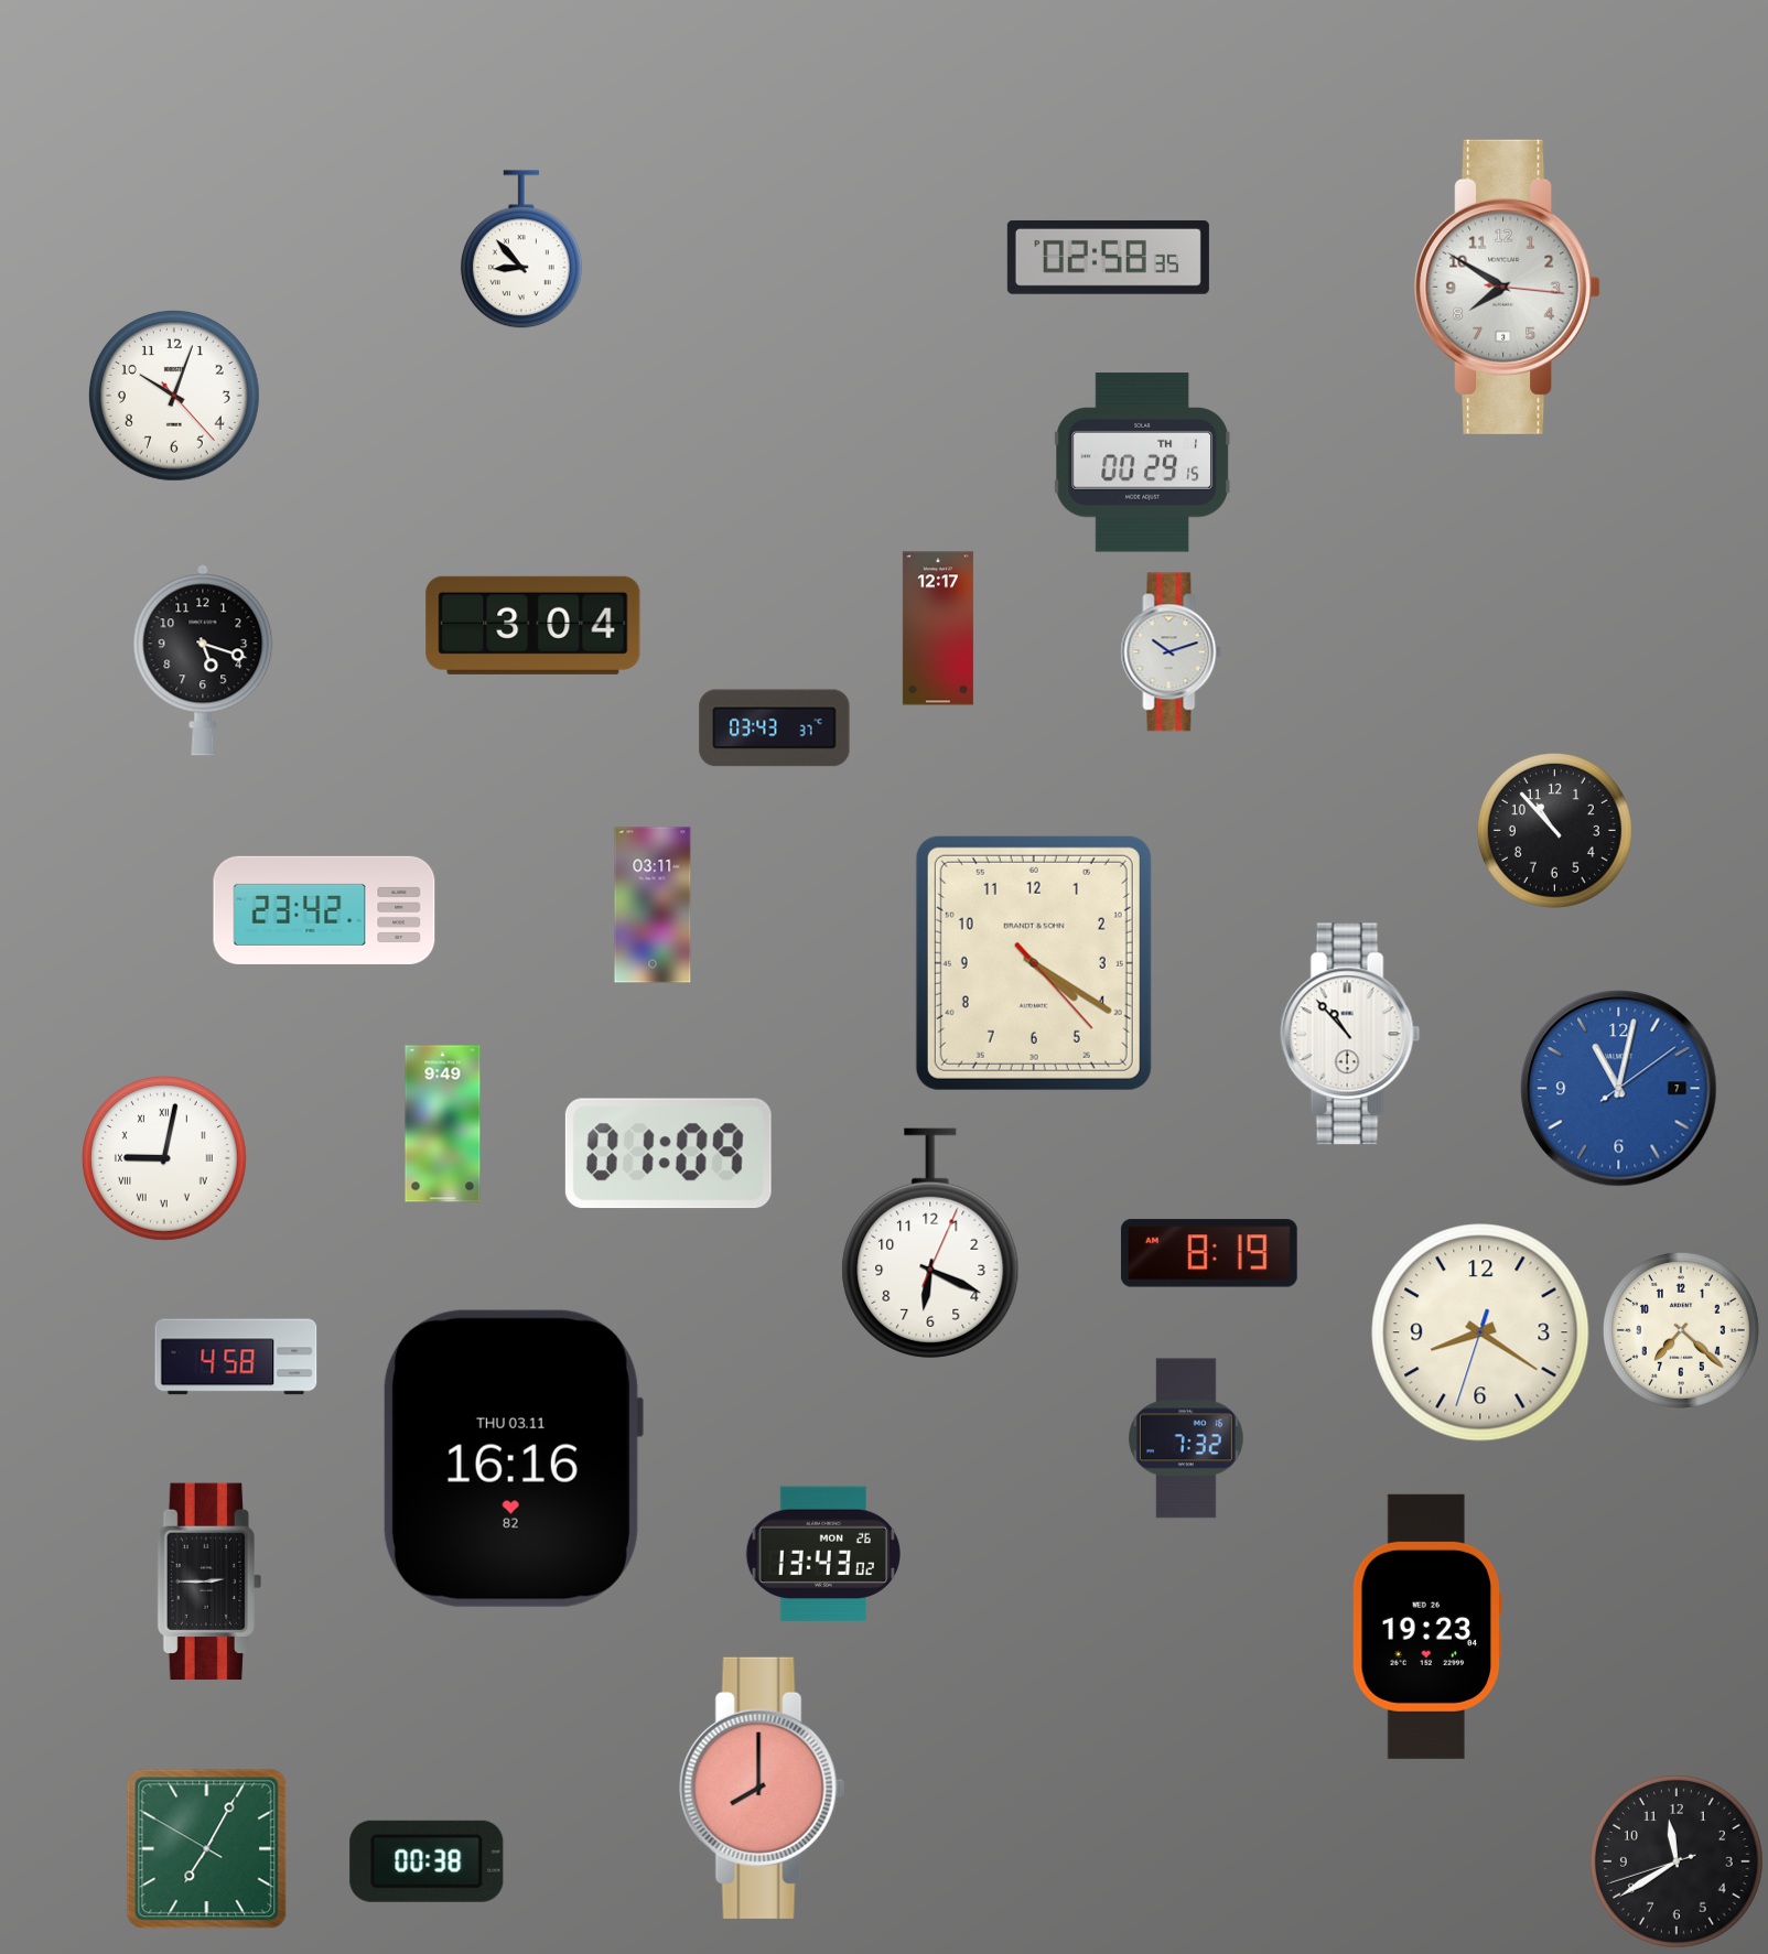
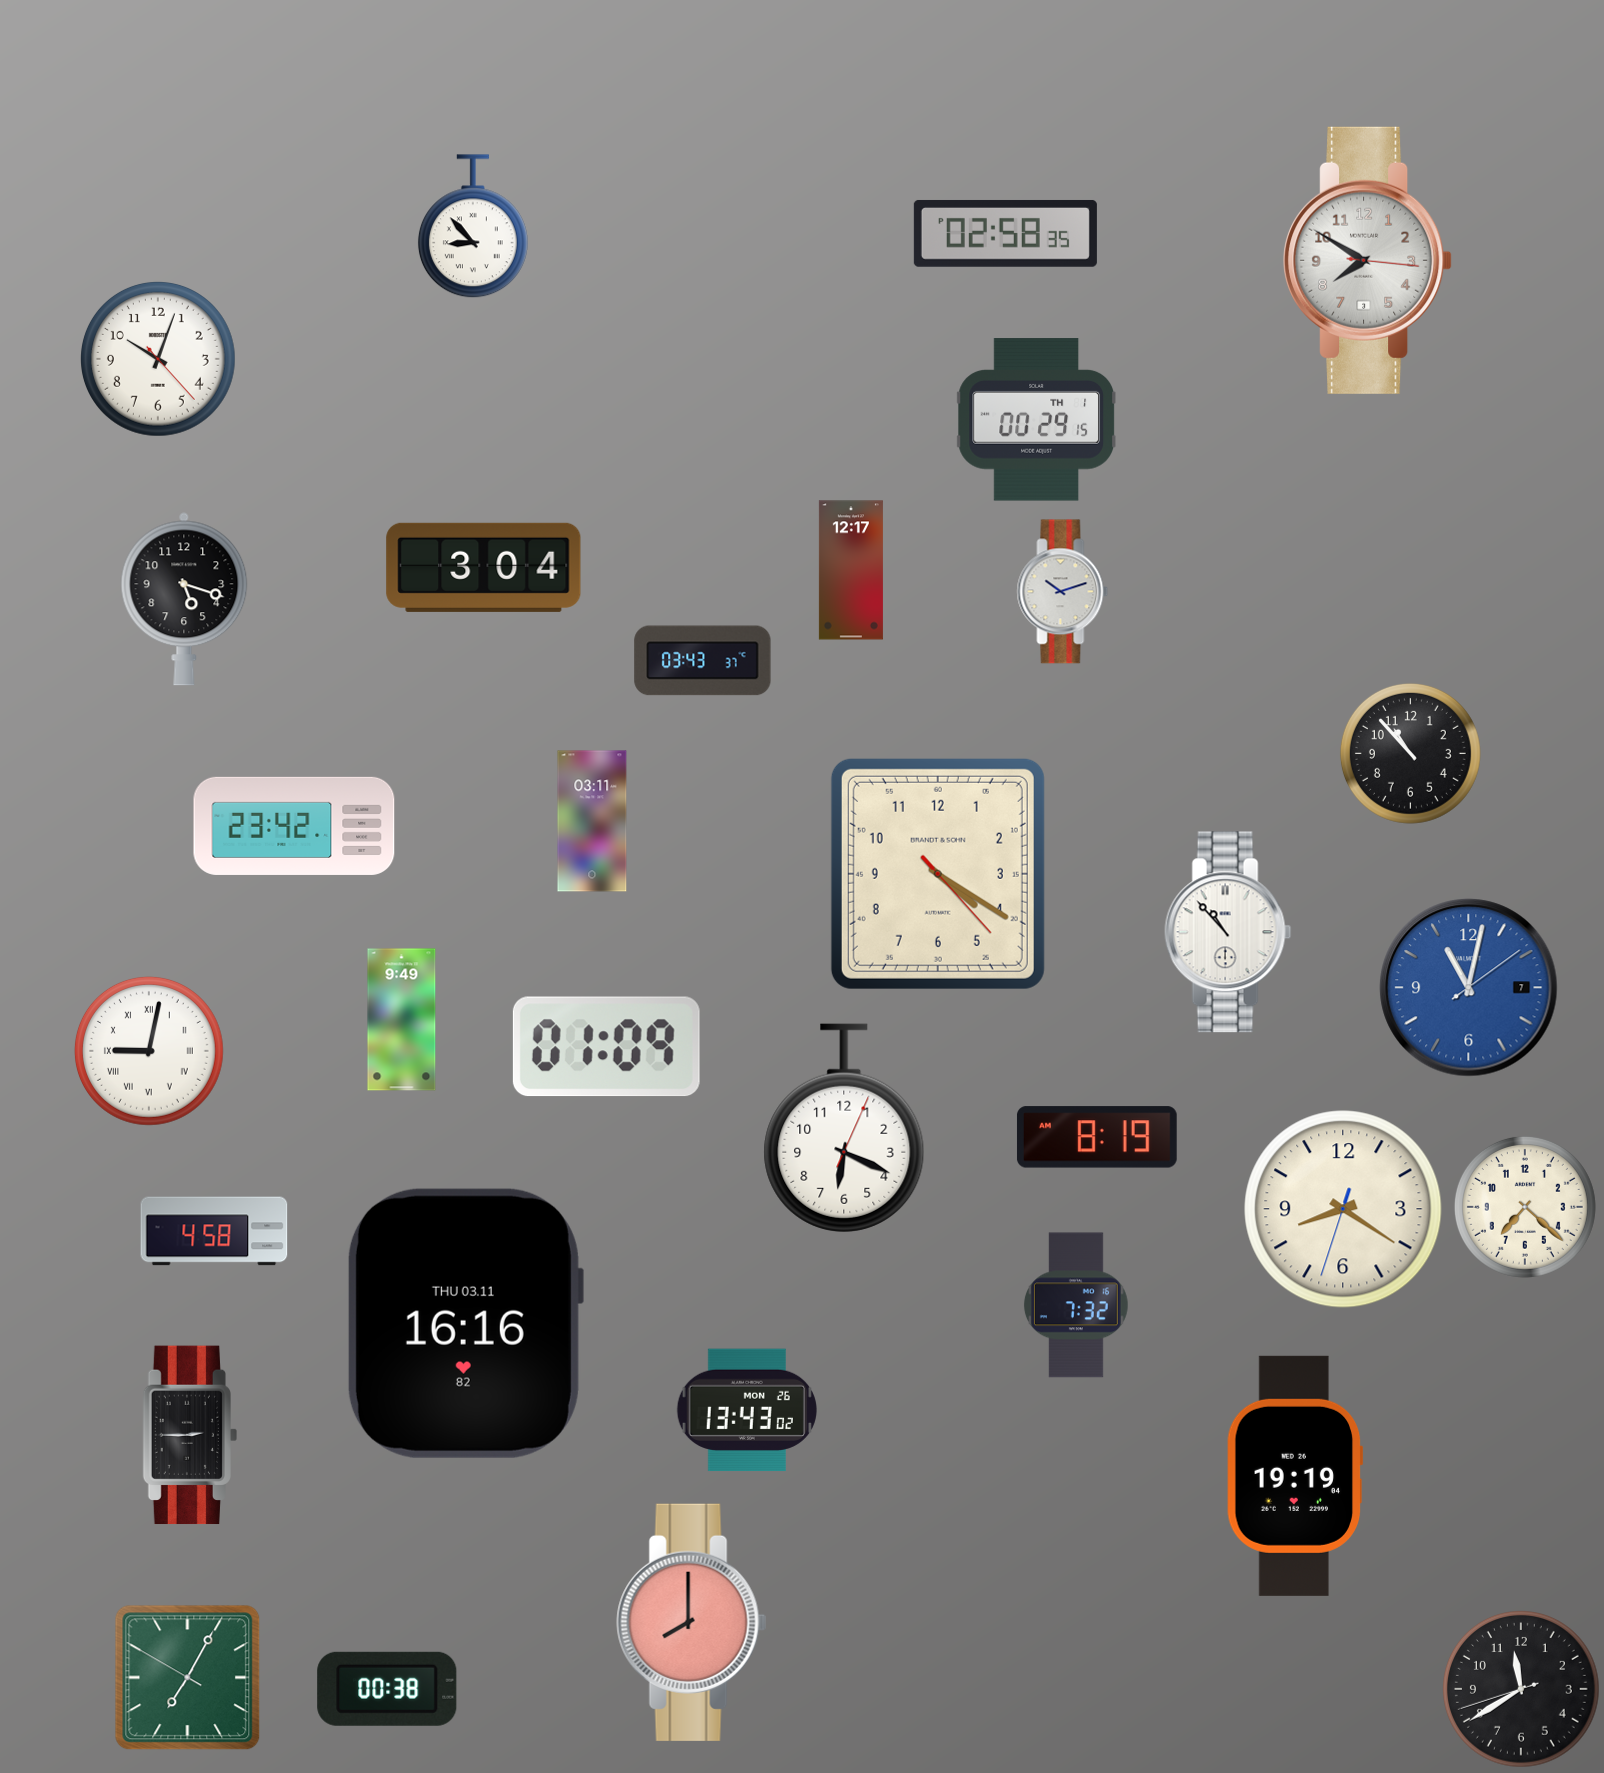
clock at (1350, 1034) position: (1350, 1034) -> (1228, 932)
clock at (1427, 1627): 19:23 -> 19:19
